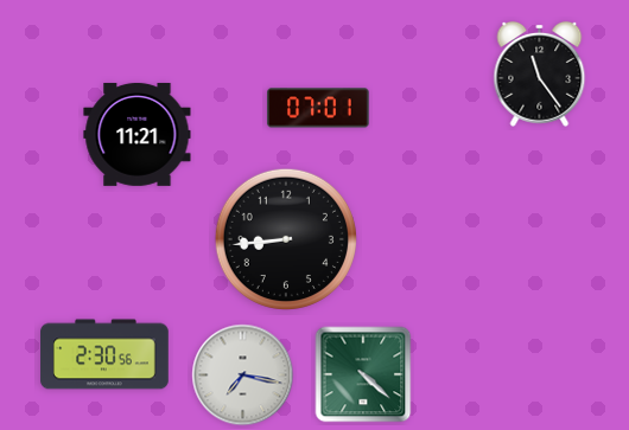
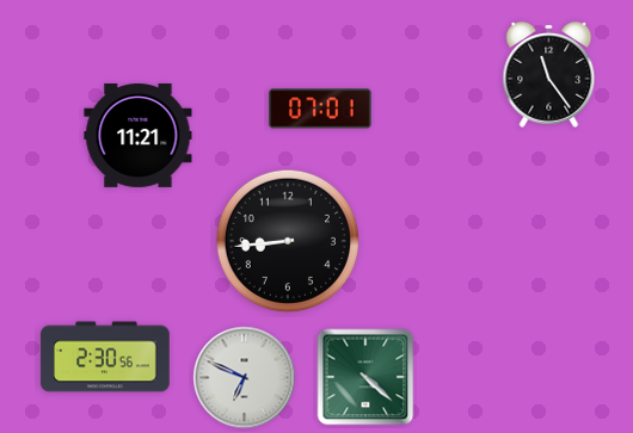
clock at (540, 73) position: (540, 73) -> (549, 74)
clock at (243, 376): 7:17 -> 6:49
